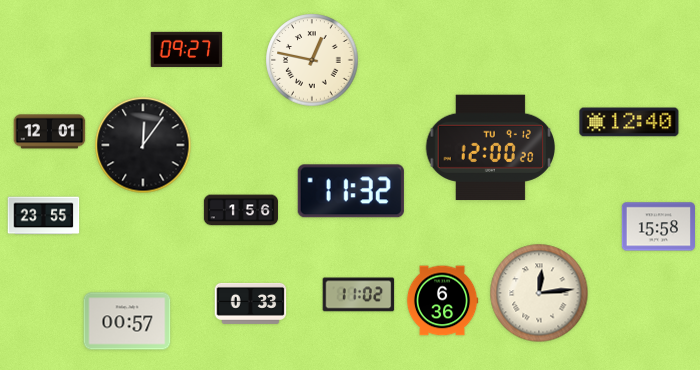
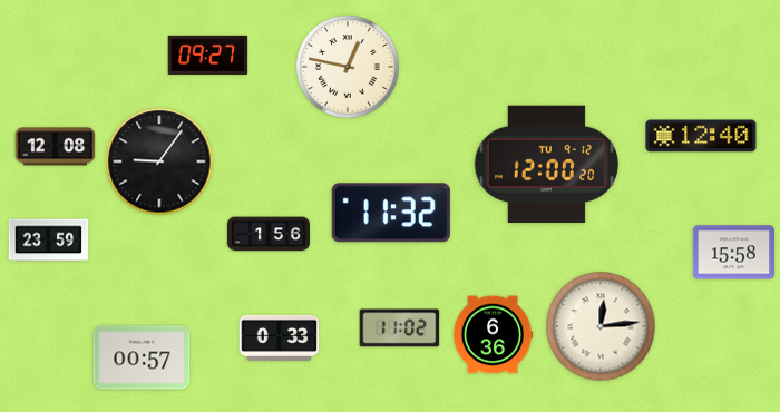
clock at (50, 132): 12:01 -> 12:08
clock at (143, 145): 12:06 -> 9:06
clock at (44, 216): 23:55 -> 23:59
